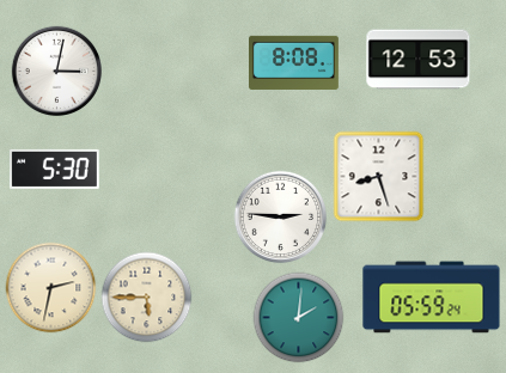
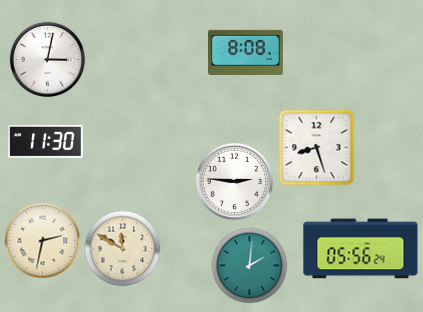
clock at (419, 60): 12:53 -> none
clock at (54, 169): 5:30 -> 11:30
clock at (147, 298): 5:45 -> 11:50
clock at (432, 298): 05:59 -> 05:56
